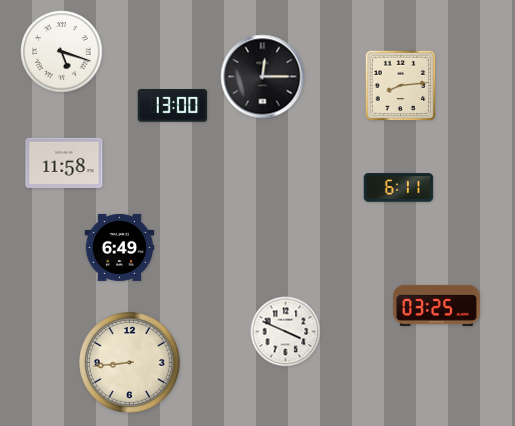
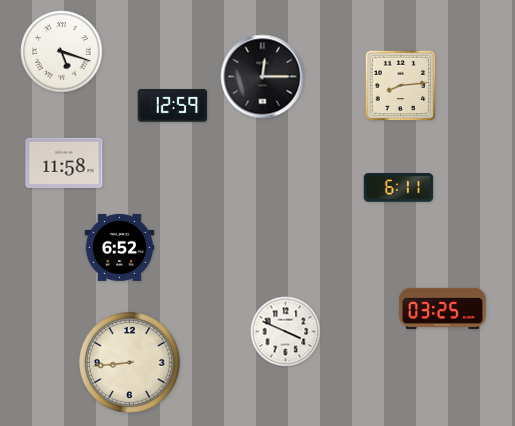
clock at (173, 106): 13:00 -> 12:59
clock at (120, 247): 6:49 -> 6:52
clock at (437, 305) position: (437, 305) -> (443, 308)
